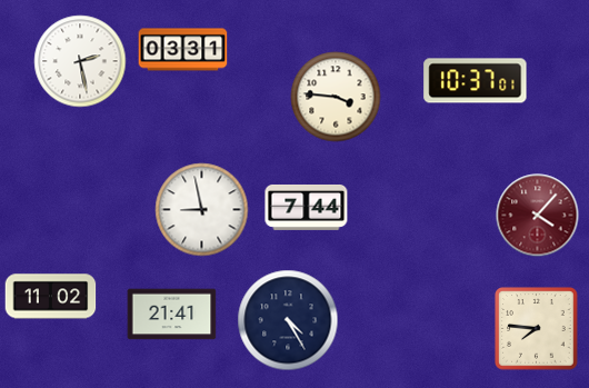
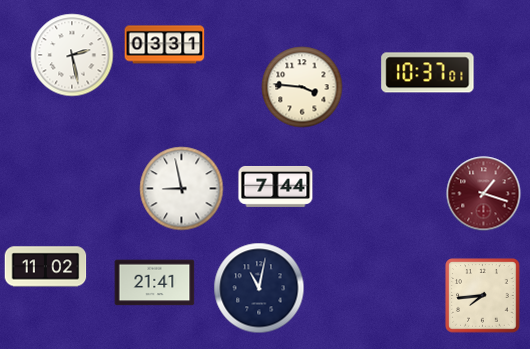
clock at (538, 216): 4:07 -> 1:18
clock at (288, 320): 4:25 -> 11:02
clock at (537, 329): 7:46 -> 7:44
